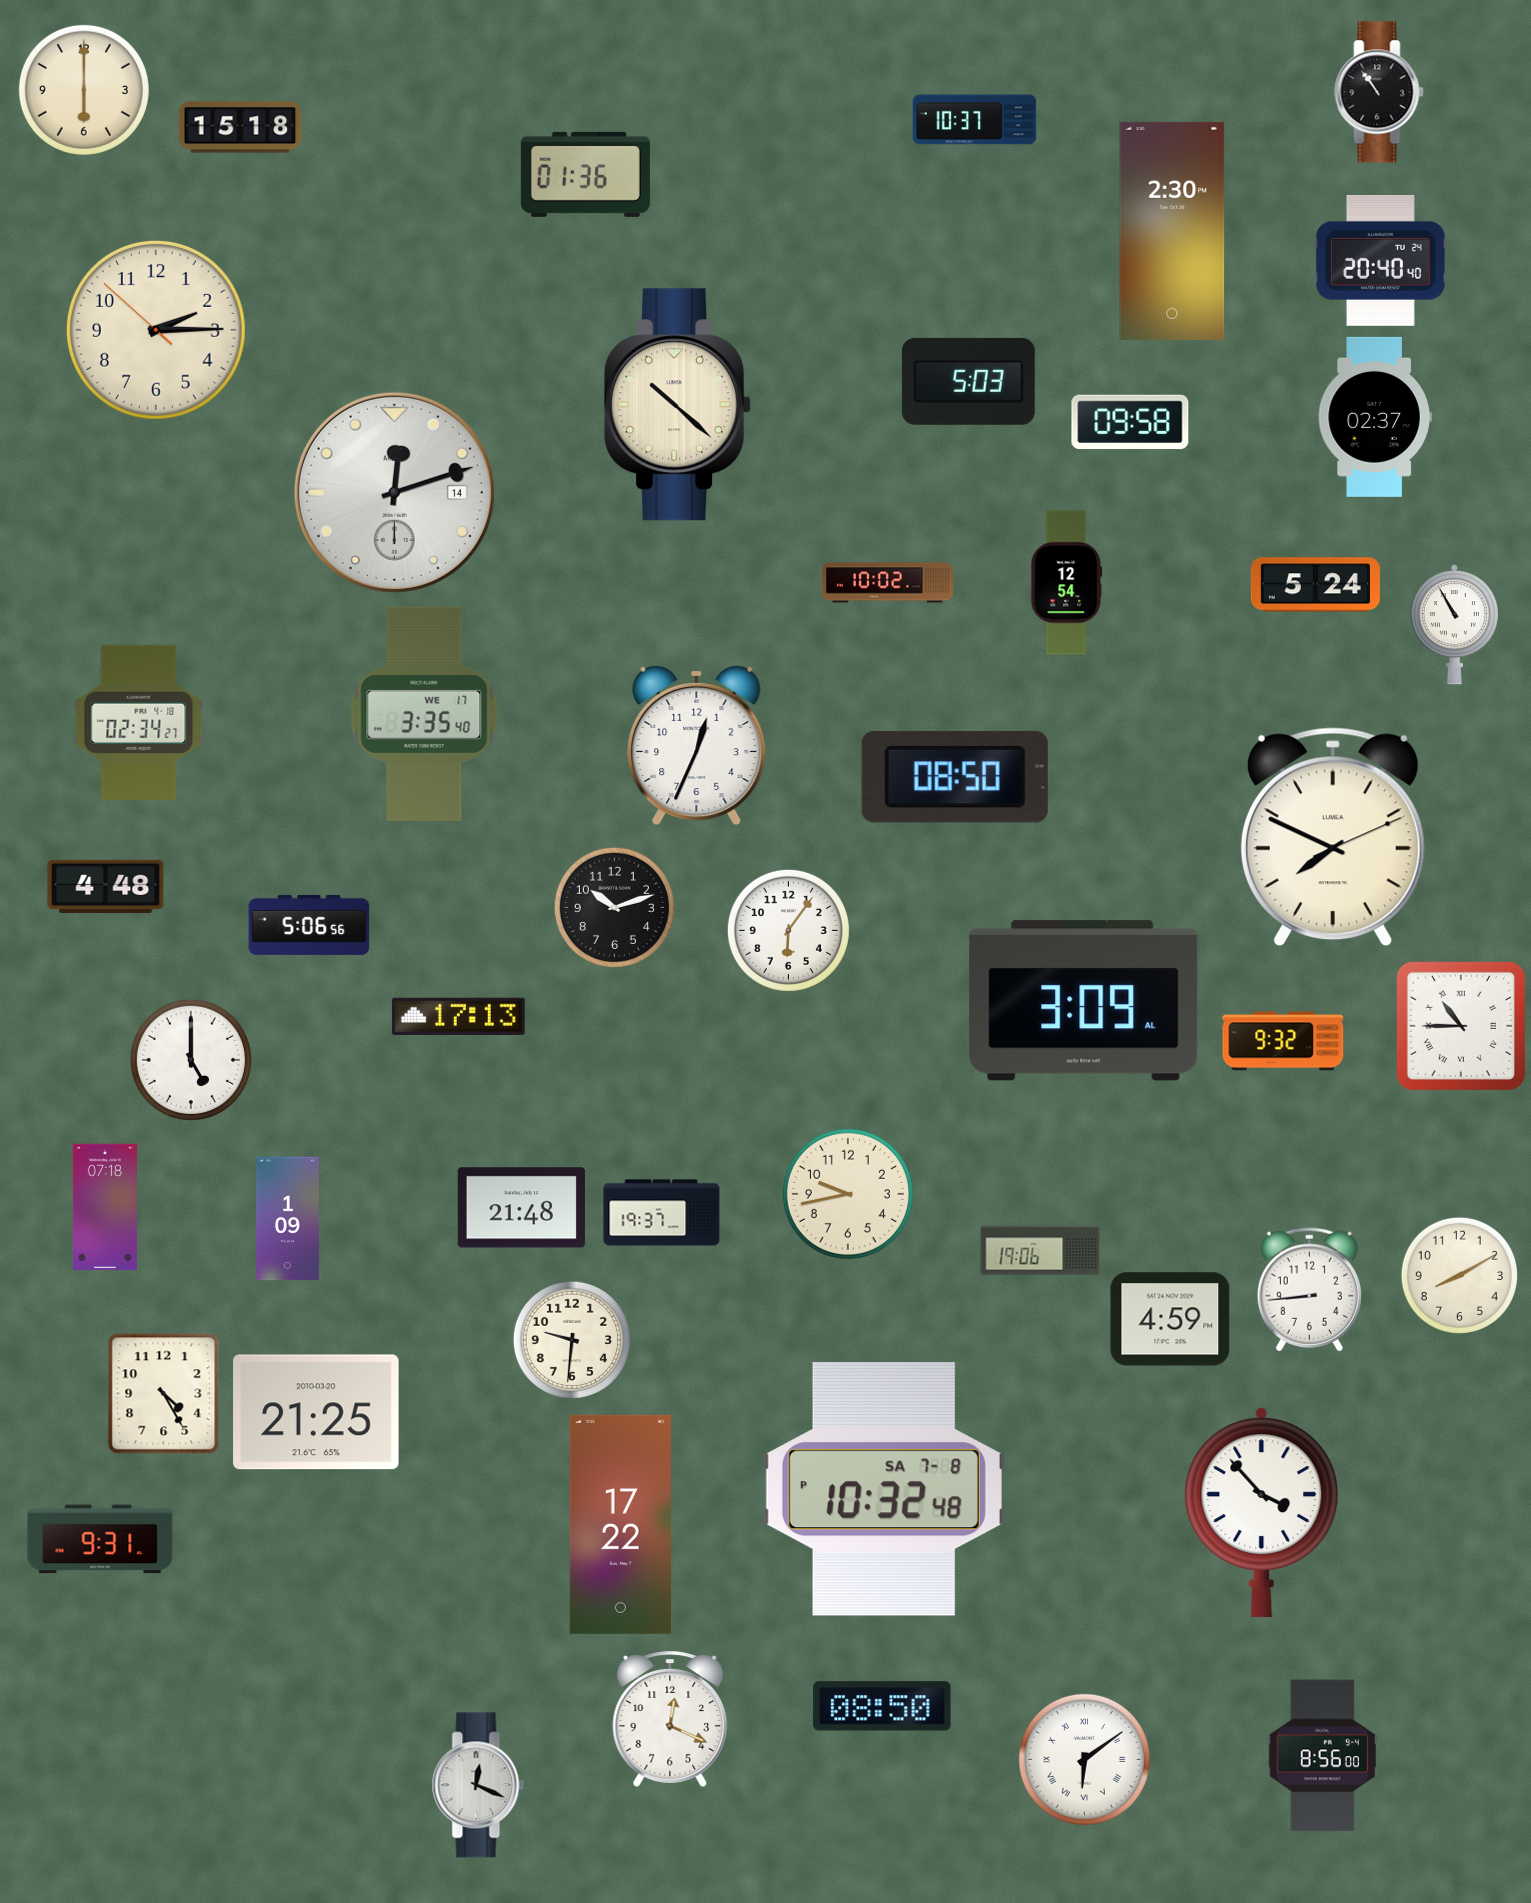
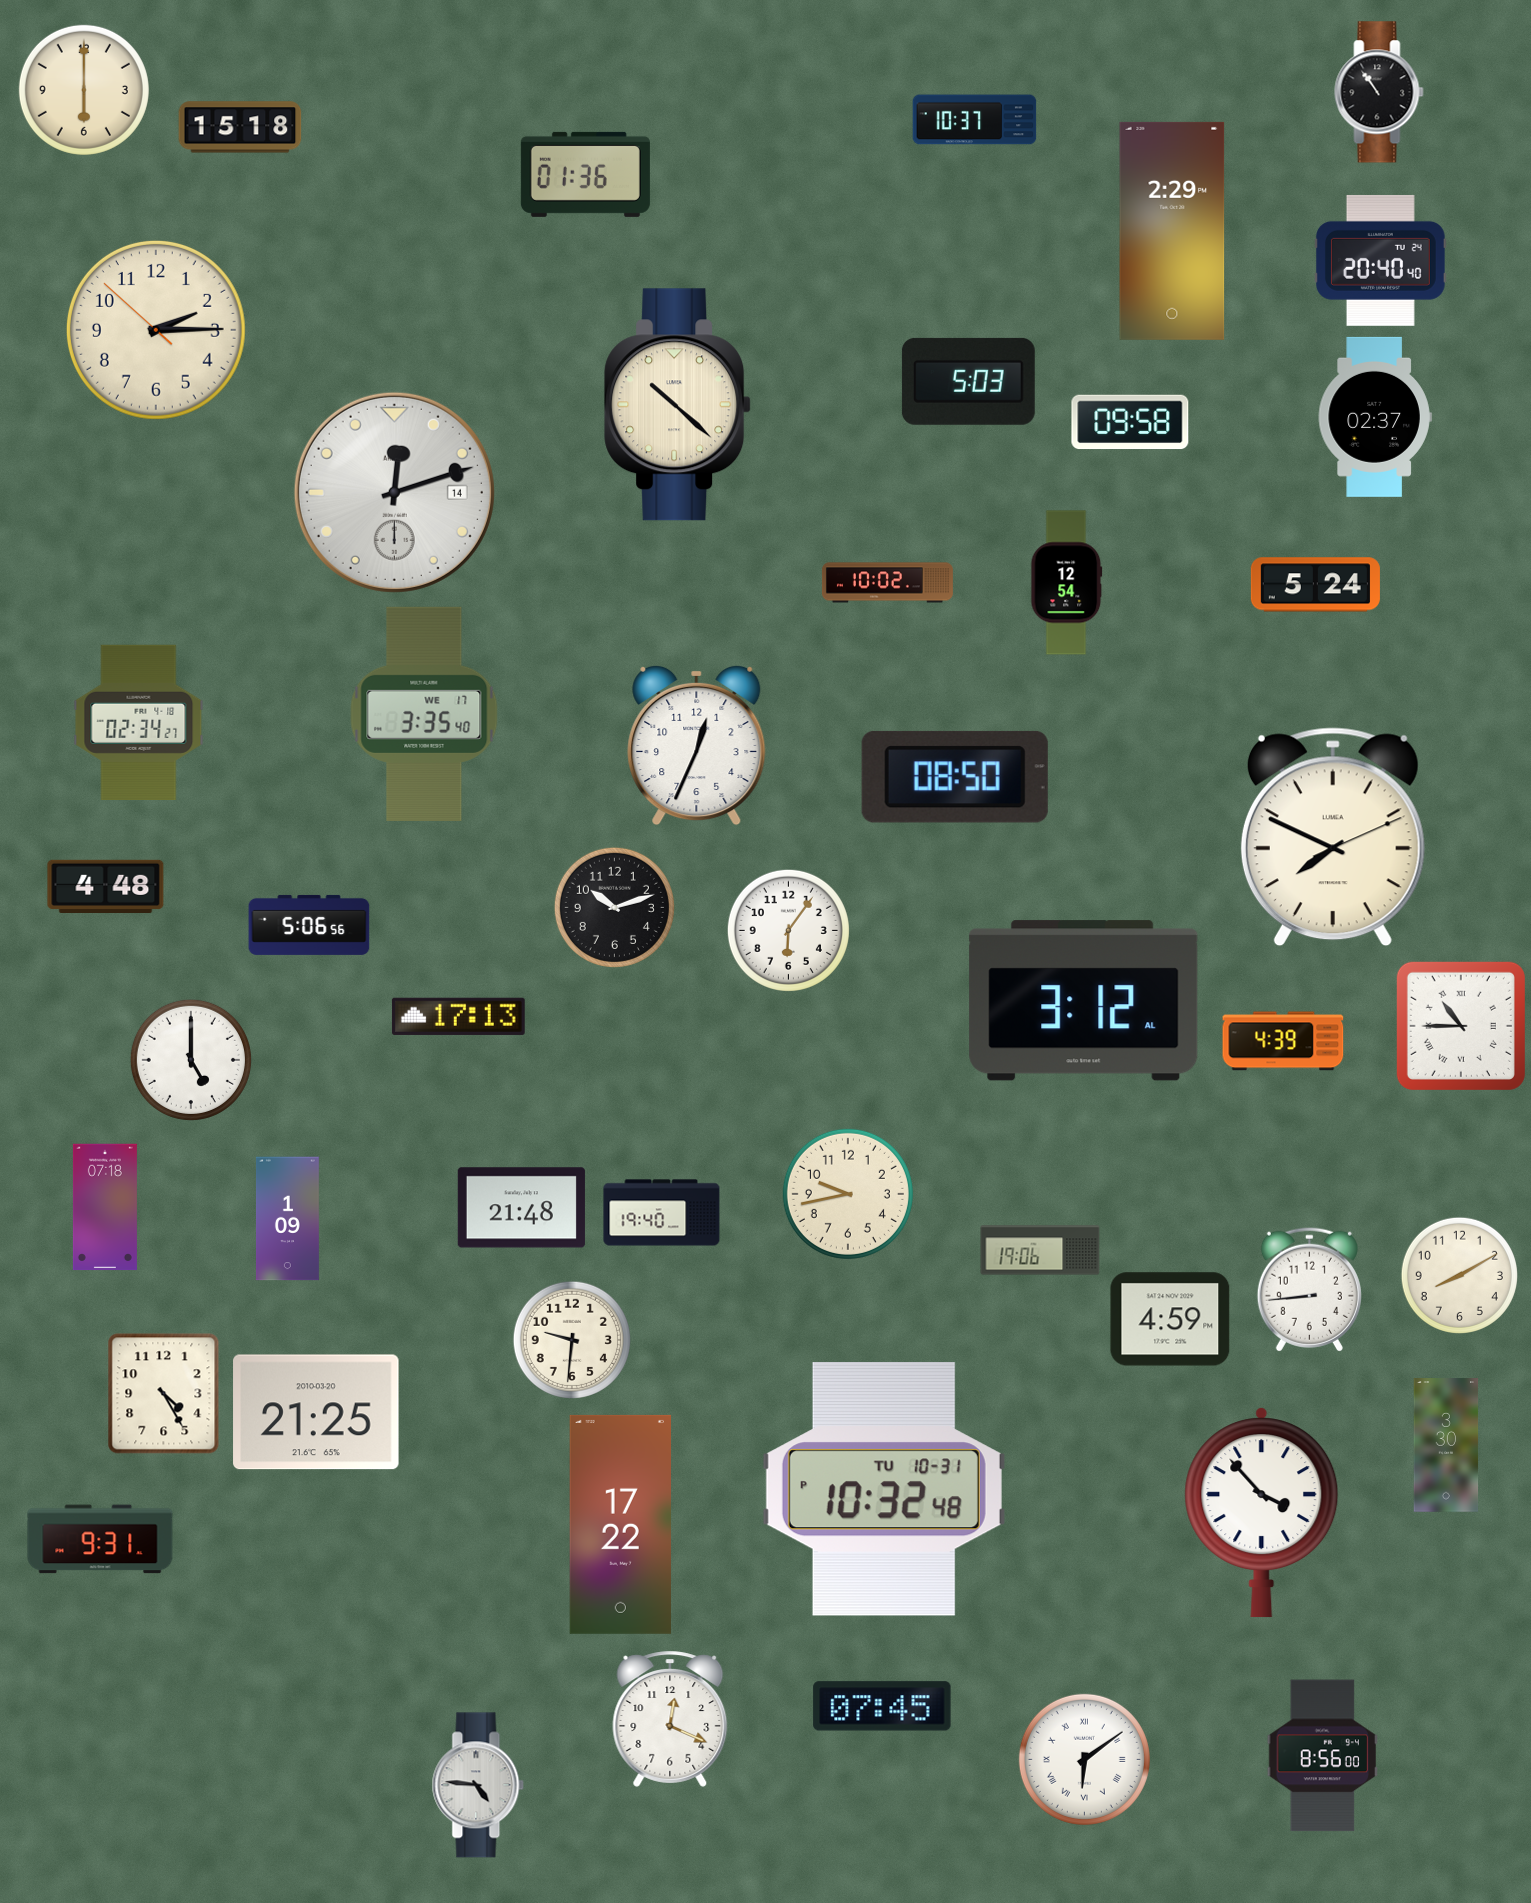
clock at (1172, 231): 2:30 -> 2:29
clock at (1454, 625): 10:55 -> none
clock at (1084, 1001): 3:09 -> 3:12
clock at (1283, 1041): 9:32 -> 4:39
clock at (662, 1213): 19:37 -> 19:40
clock at (1446, 1445): none -> 3:30
clock at (884, 1490) date: SA 7-8 -> TU 10-31
clock at (882, 1706): 08:50 -> 07:45
clock at (478, 1785): 12:19 -> 4:46
